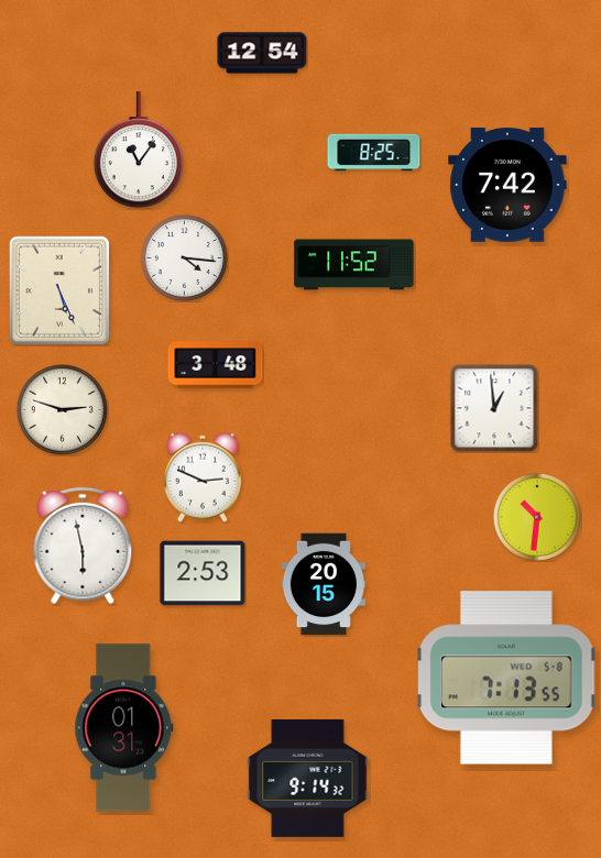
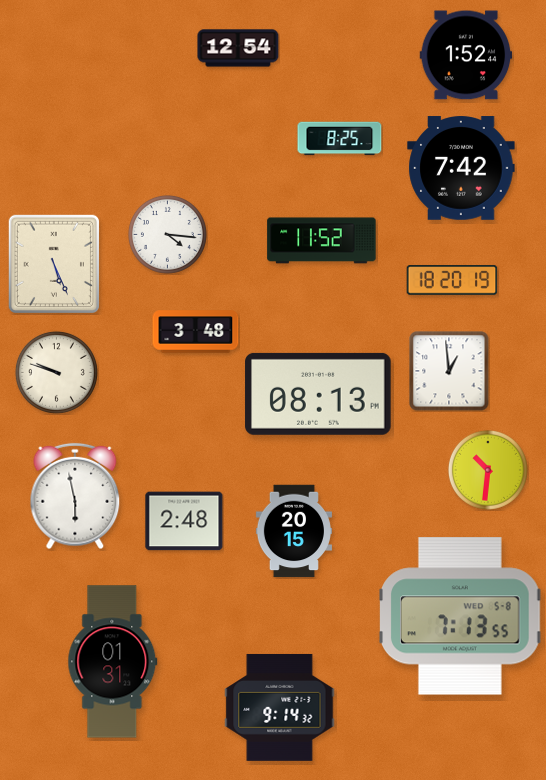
clock at (466, 55): none -> 1:52
clock at (139, 151): 11:06 -> none
clock at (452, 280): none -> 18:20
clock at (62, 409): 2:48 -> 9:48
clock at (318, 394): none -> 08:13
clock at (203, 477): 2:49 -> none
clock at (203, 573): 2:53 -> 2:48
